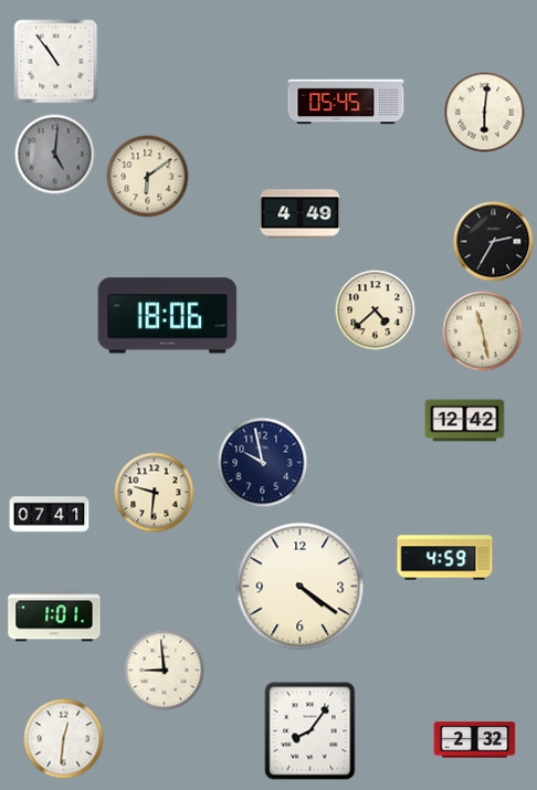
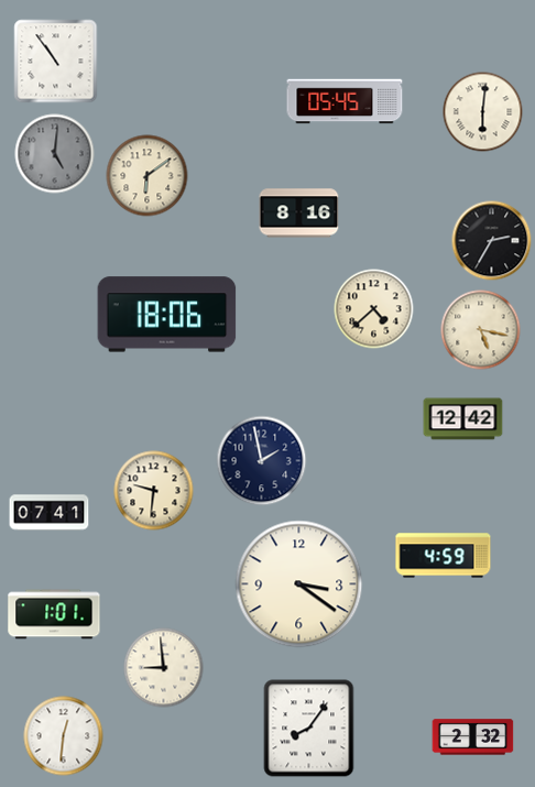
clock at (301, 214): 4:49 -> 8:16
clock at (483, 331): 11:28 -> 5:17
clock at (263, 463): 9:58 -> 1:58
clock at (301, 587): 4:21 -> 3:21
